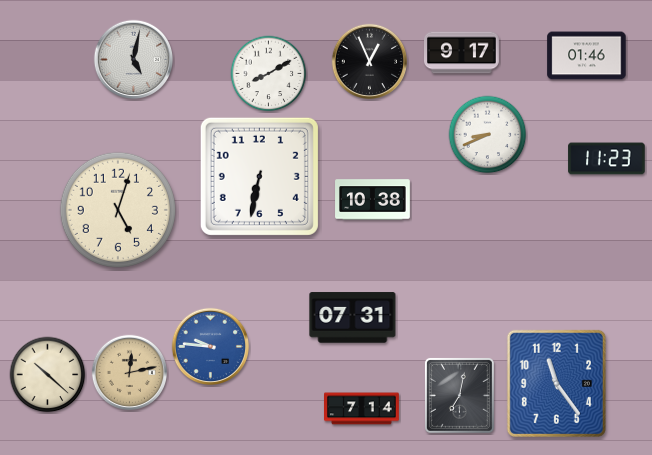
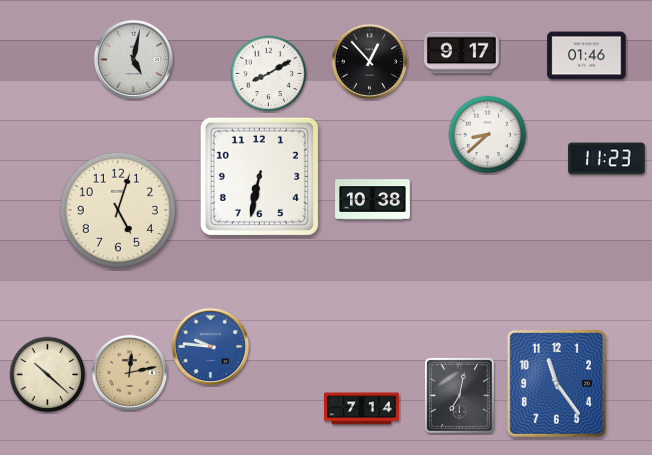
clock at (369, 61): 12:56 -> 12:53
clock at (488, 135): 8:41 -> 8:38
clock at (353, 318): 07:31 -> none
